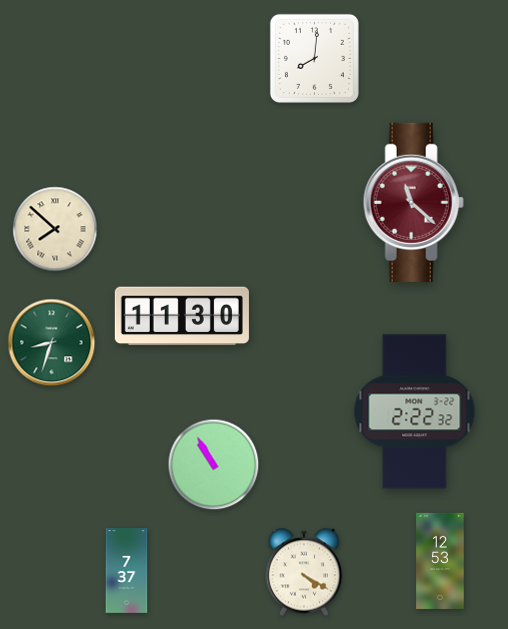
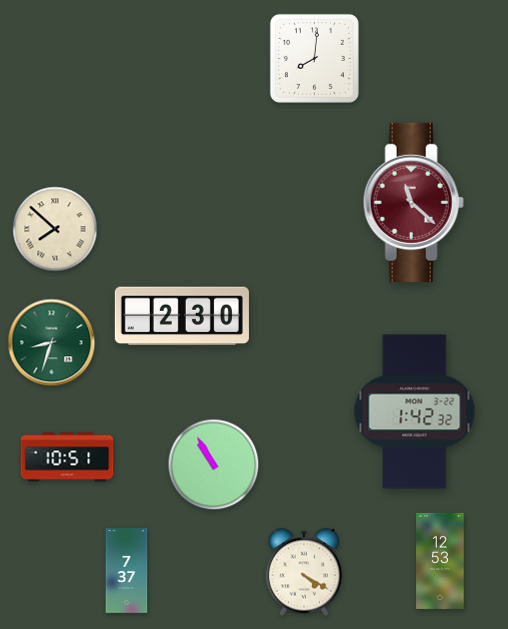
clock at (182, 316): 11:30 -> 2:30
clock at (415, 412): 2:22 -> 1:42
clock at (67, 457): none -> 10:51
